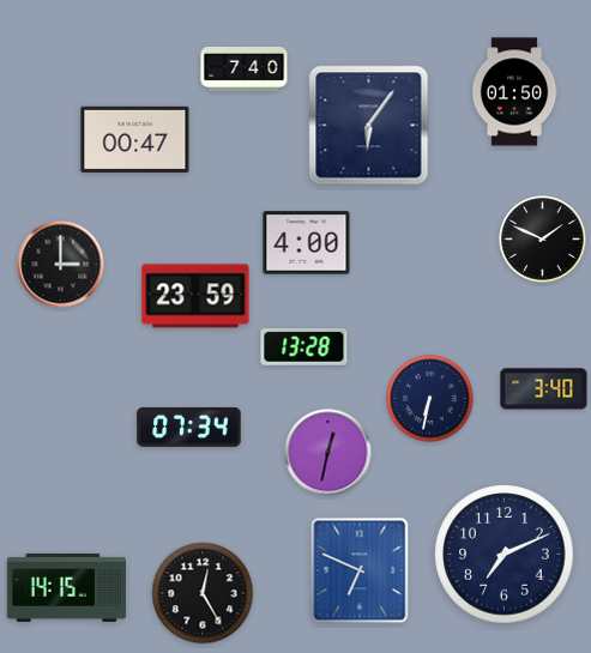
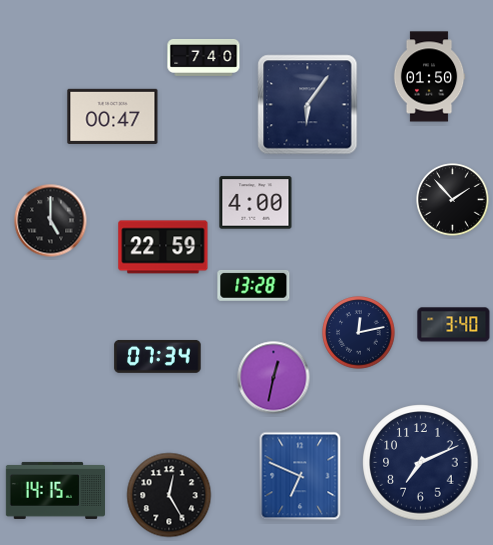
clock at (543, 240): 1:49 -> 1:53
clock at (61, 265): 3:00 -> 5:00
clock at (195, 296): 23:59 -> 22:59
clock at (304, 346) position: (304, 346) -> (254, 285)
clock at (430, 399): 6:32 -> 12:13
